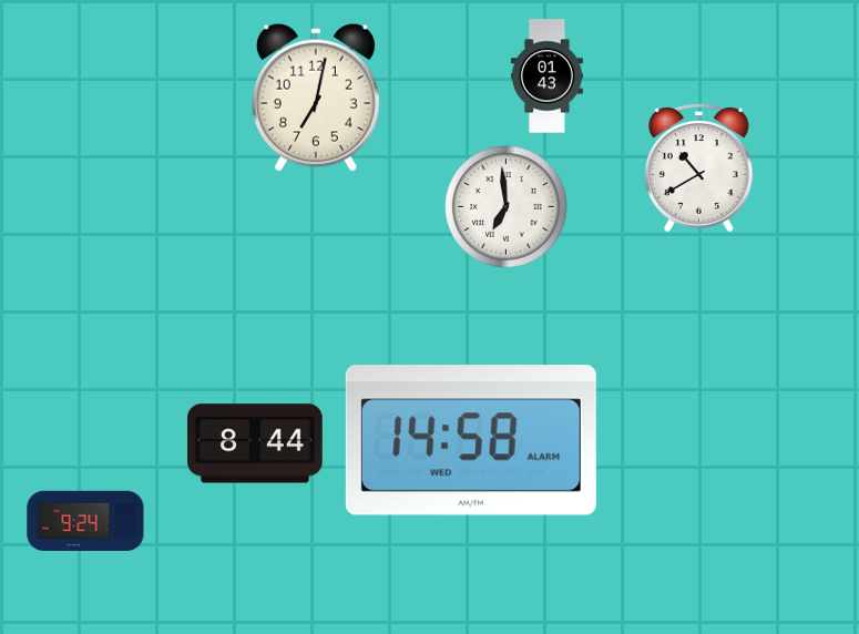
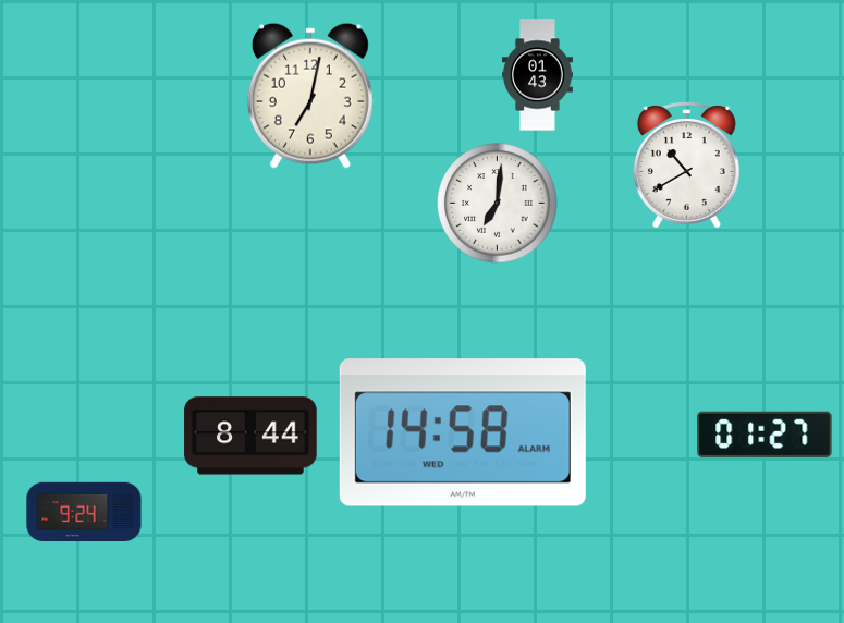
clock at (507, 207): 6:59 -> 7:01
clock at (765, 435): none -> 01:27
